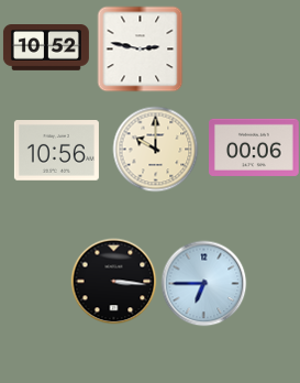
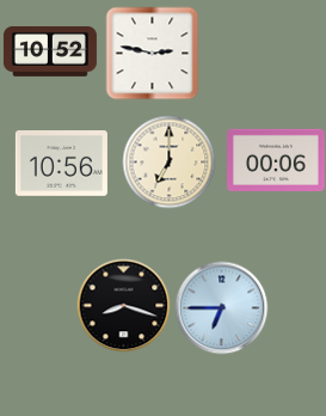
clock at (155, 149): 10:00 -> 7:00
clock at (113, 281): 3:16 -> 8:18
